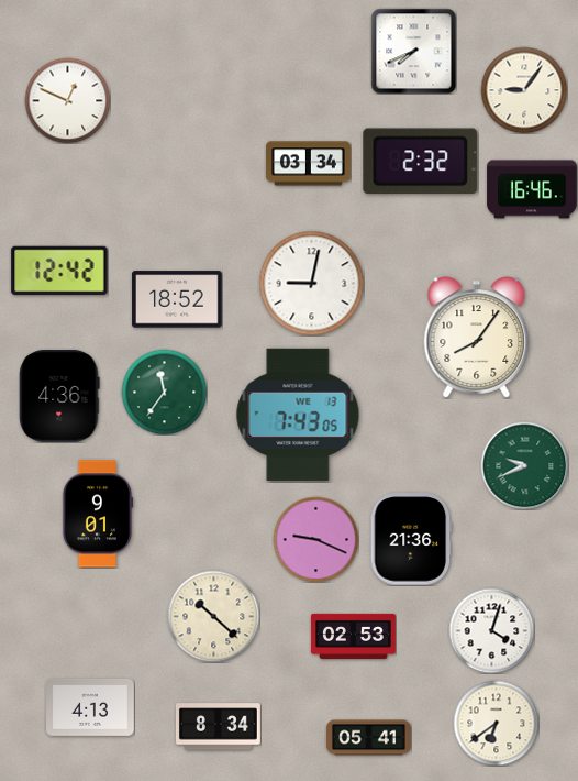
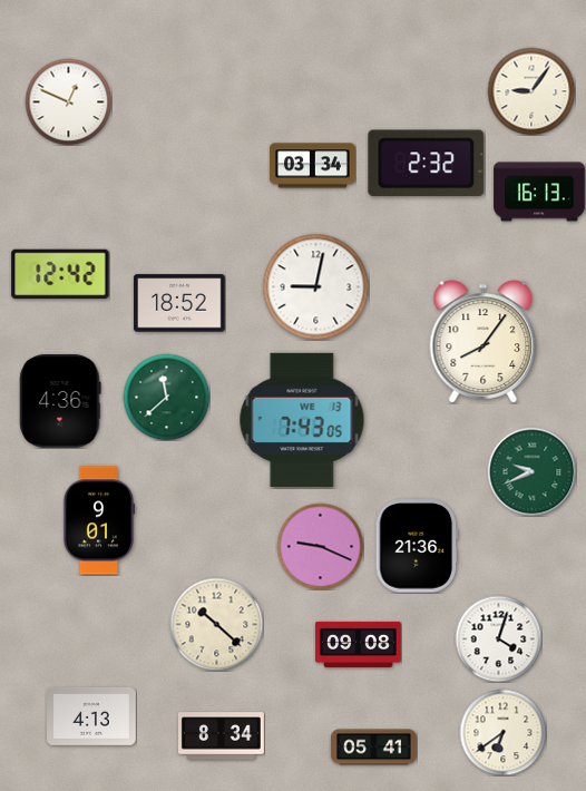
clock at (413, 51): 7:41 -> none
clock at (532, 189): 16:46 -> 16:13
clock at (164, 392): 11:36 -> 11:38
clock at (353, 636): 02:53 -> 09:08
